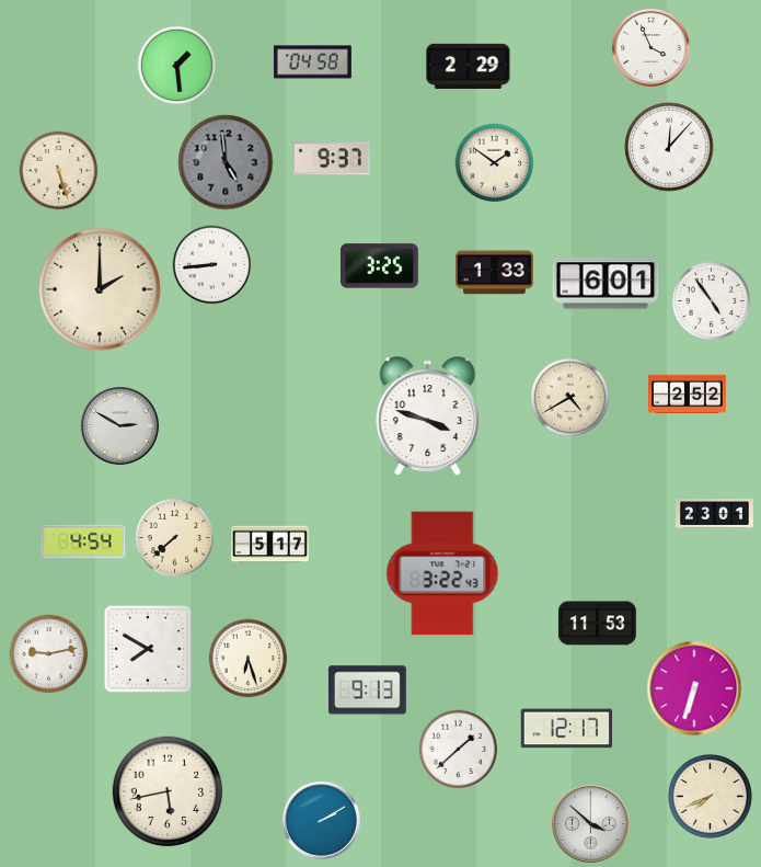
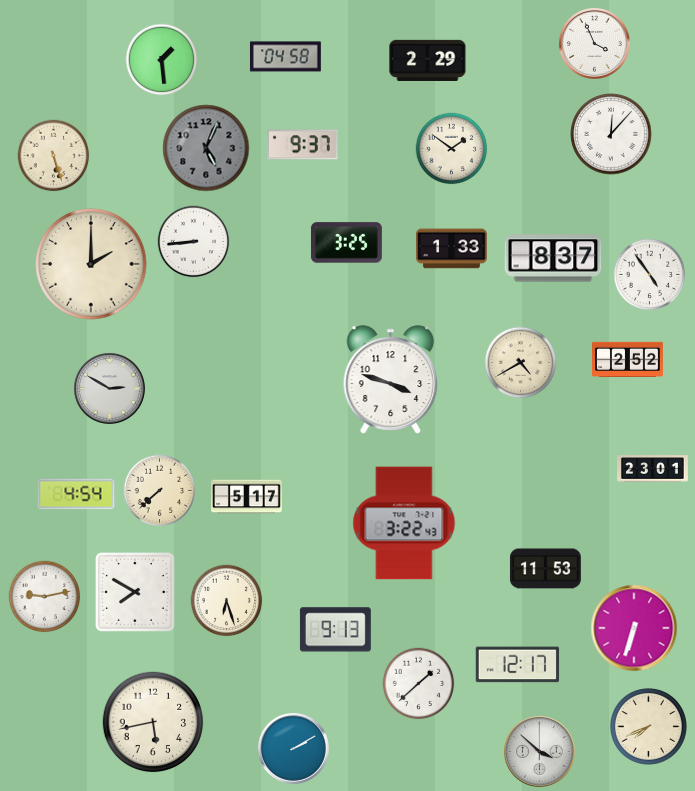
clock at (226, 162): 4:59 -> 5:04
clock at (606, 283): 6:01 -> 8:37
